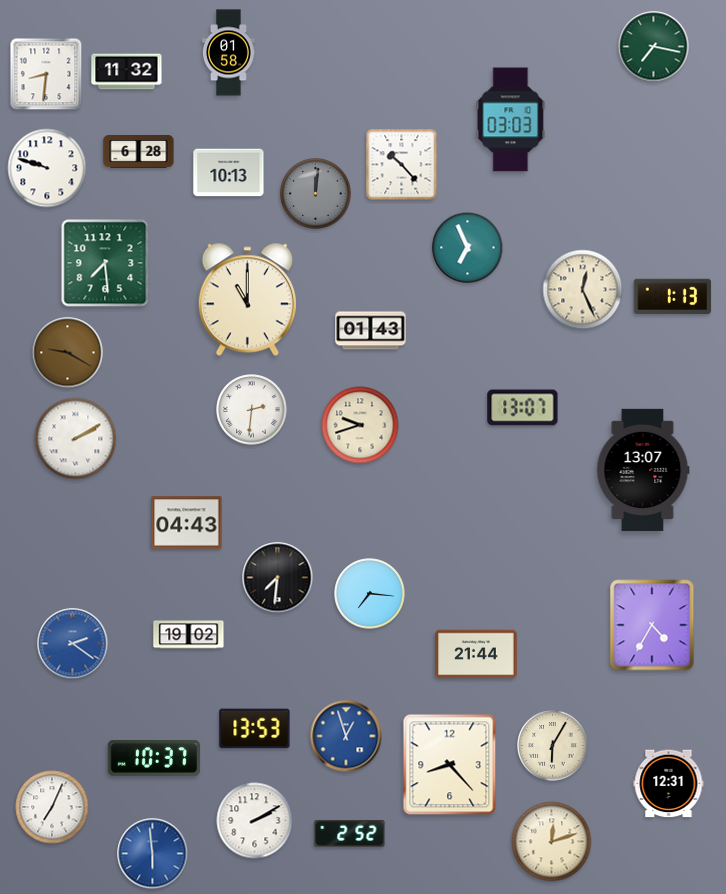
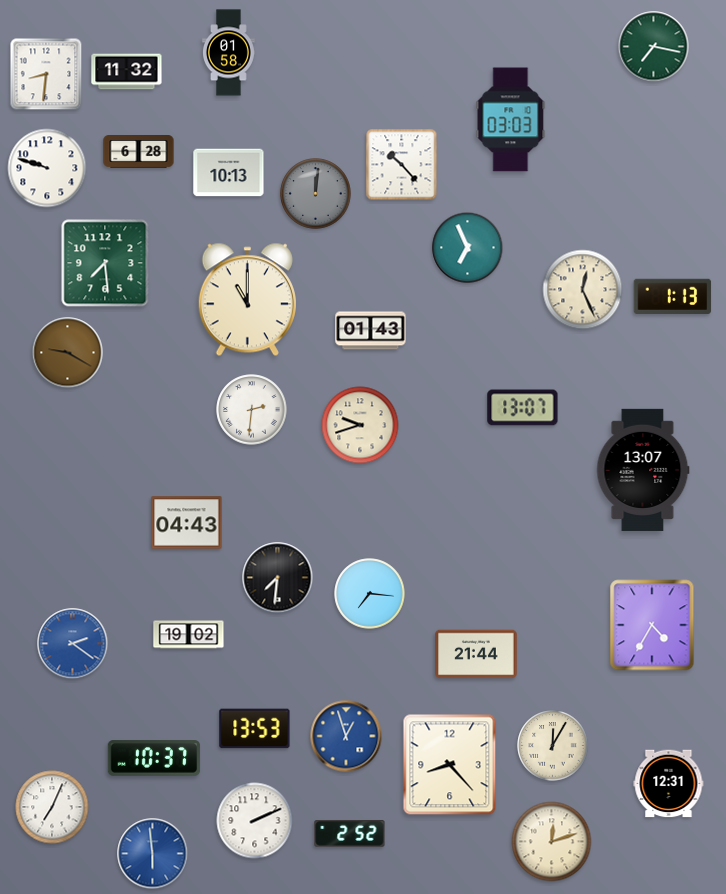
clock at (76, 439): 2:10 -> none
clock at (553, 746): 6:05 -> 12:05
clock at (255, 821): 2:10 -> 2:11
